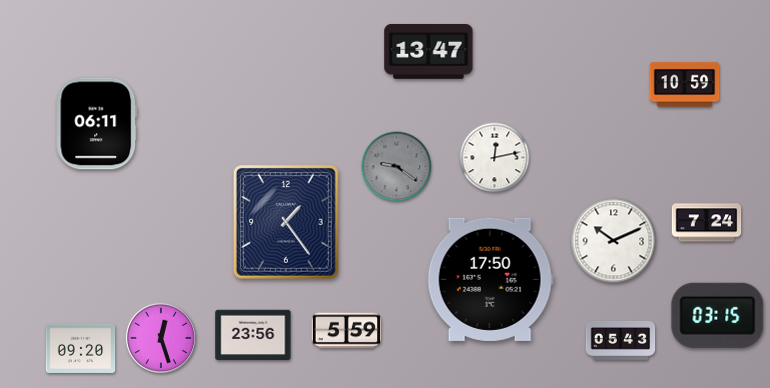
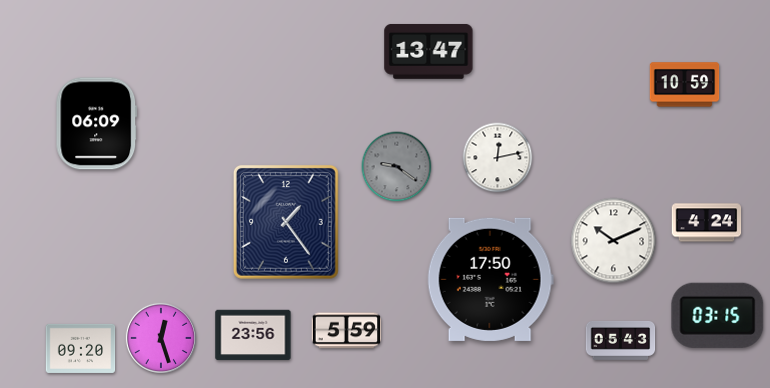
clock at (97, 124): 06:11 -> 06:09
clock at (495, 158) position: (495, 158) -> (498, 158)
clock at (707, 223): 7:24 -> 4:24
